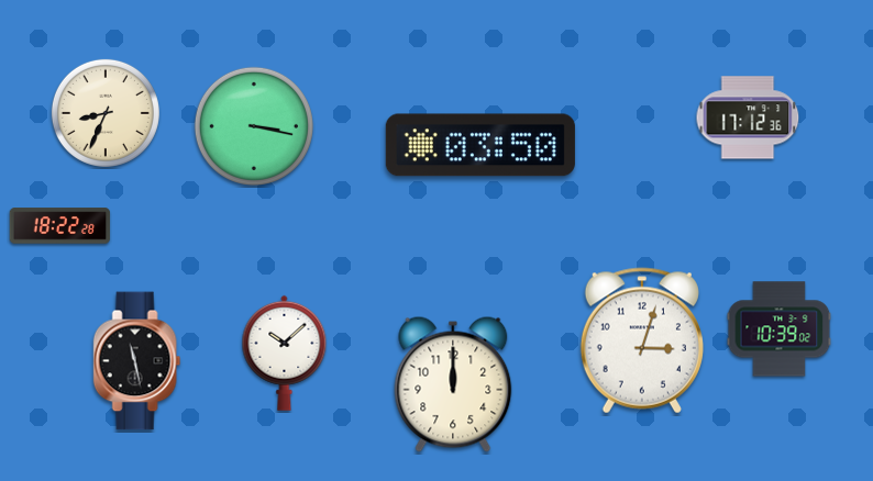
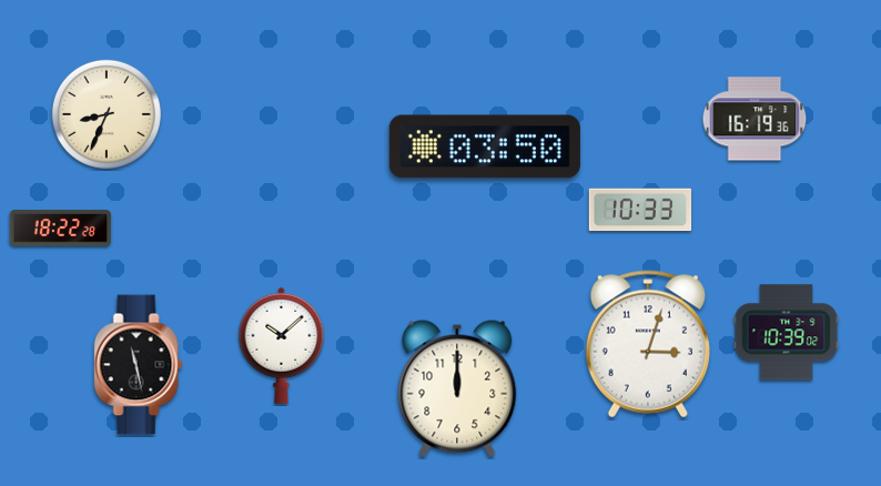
clock at (748, 118): 17:12 -> 16:19
clock at (254, 126): 3:17 -> none
clock at (640, 210): none -> 10:33
clock at (285, 353) position: (285, 353) -> (282, 345)
